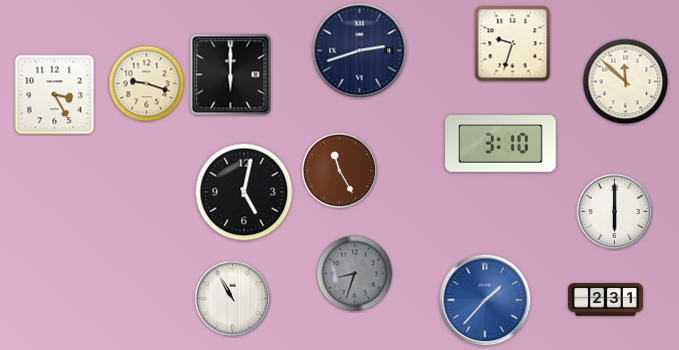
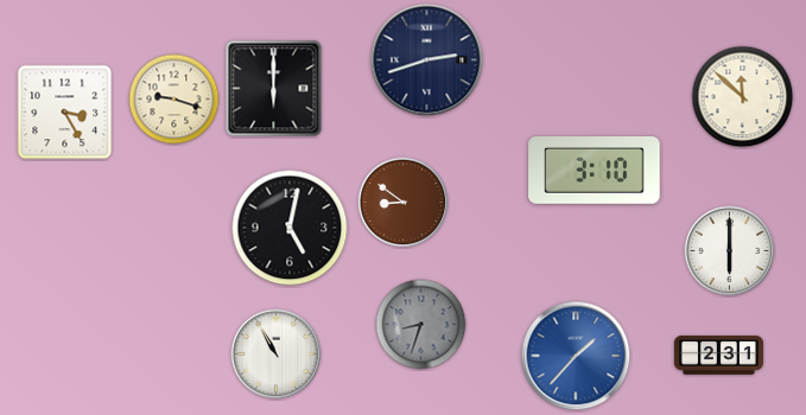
clock at (513, 44): 9:33 -> none
clock at (340, 171): 11:25 -> 8:51
